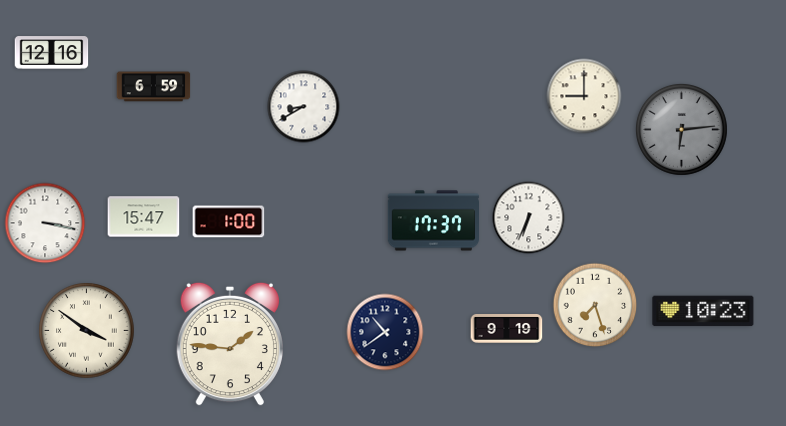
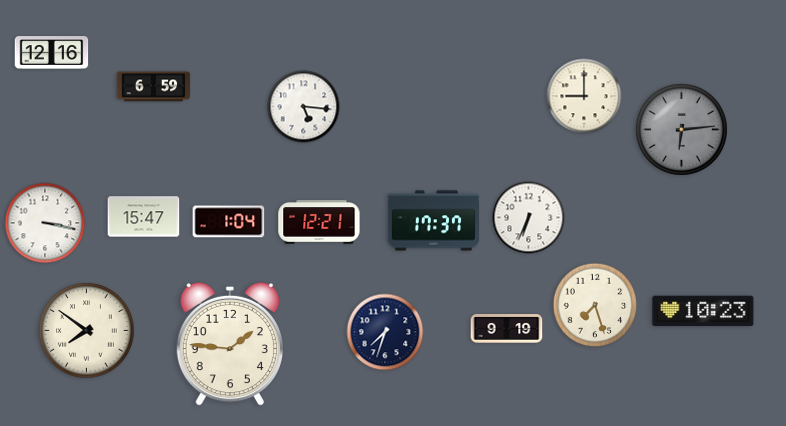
clock at (304, 107): 8:40 -> 5:16
clock at (229, 222): 1:00 -> 1:04
clock at (319, 222): none -> 12:21
clock at (87, 331): 3:51 -> 7:51
clock at (385, 332): 10:39 -> 7:33
